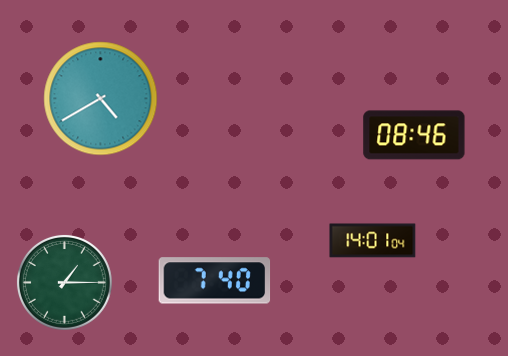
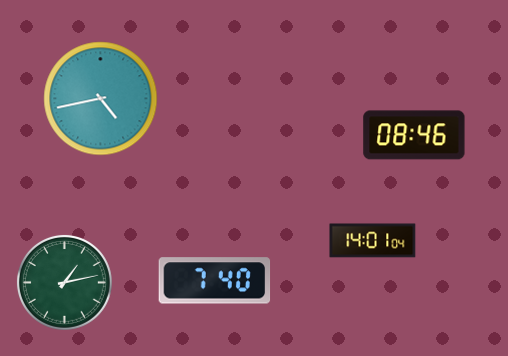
clock at (101, 99): 4:40 -> 4:43
clock at (64, 282): 1:15 -> 1:13
